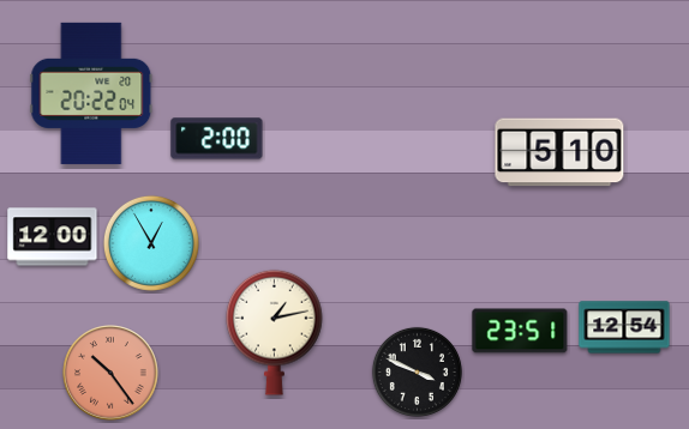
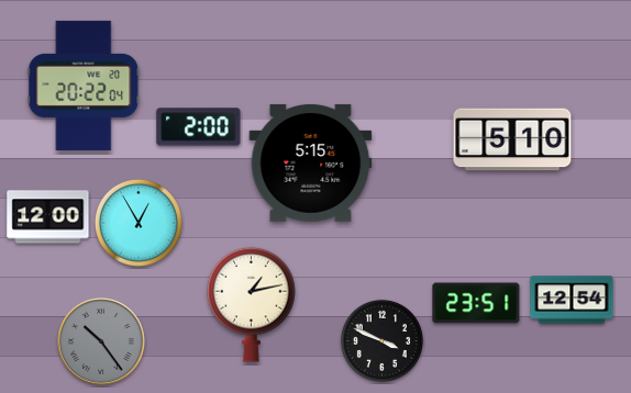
clock at (311, 162): none -> 5:15
clock at (110, 373) dial: salmon -> grey
